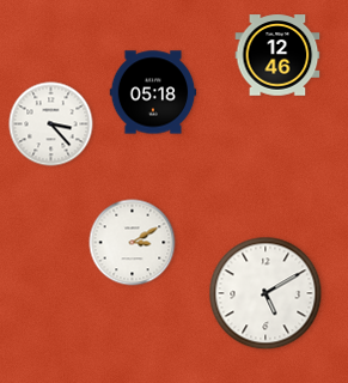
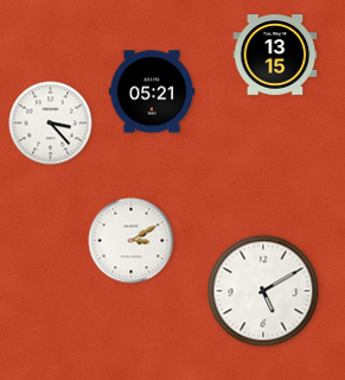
clock at (277, 55): 12:46 -> 13:15
clock at (153, 92): 05:18 -> 05:21
